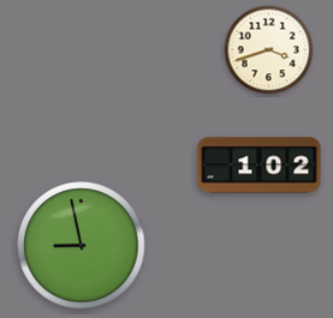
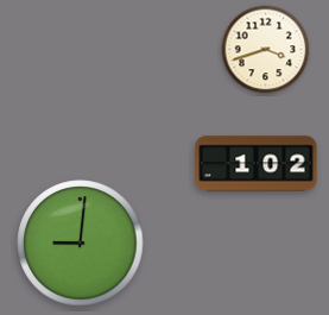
clock at (82, 246): 8:58 -> 9:01
